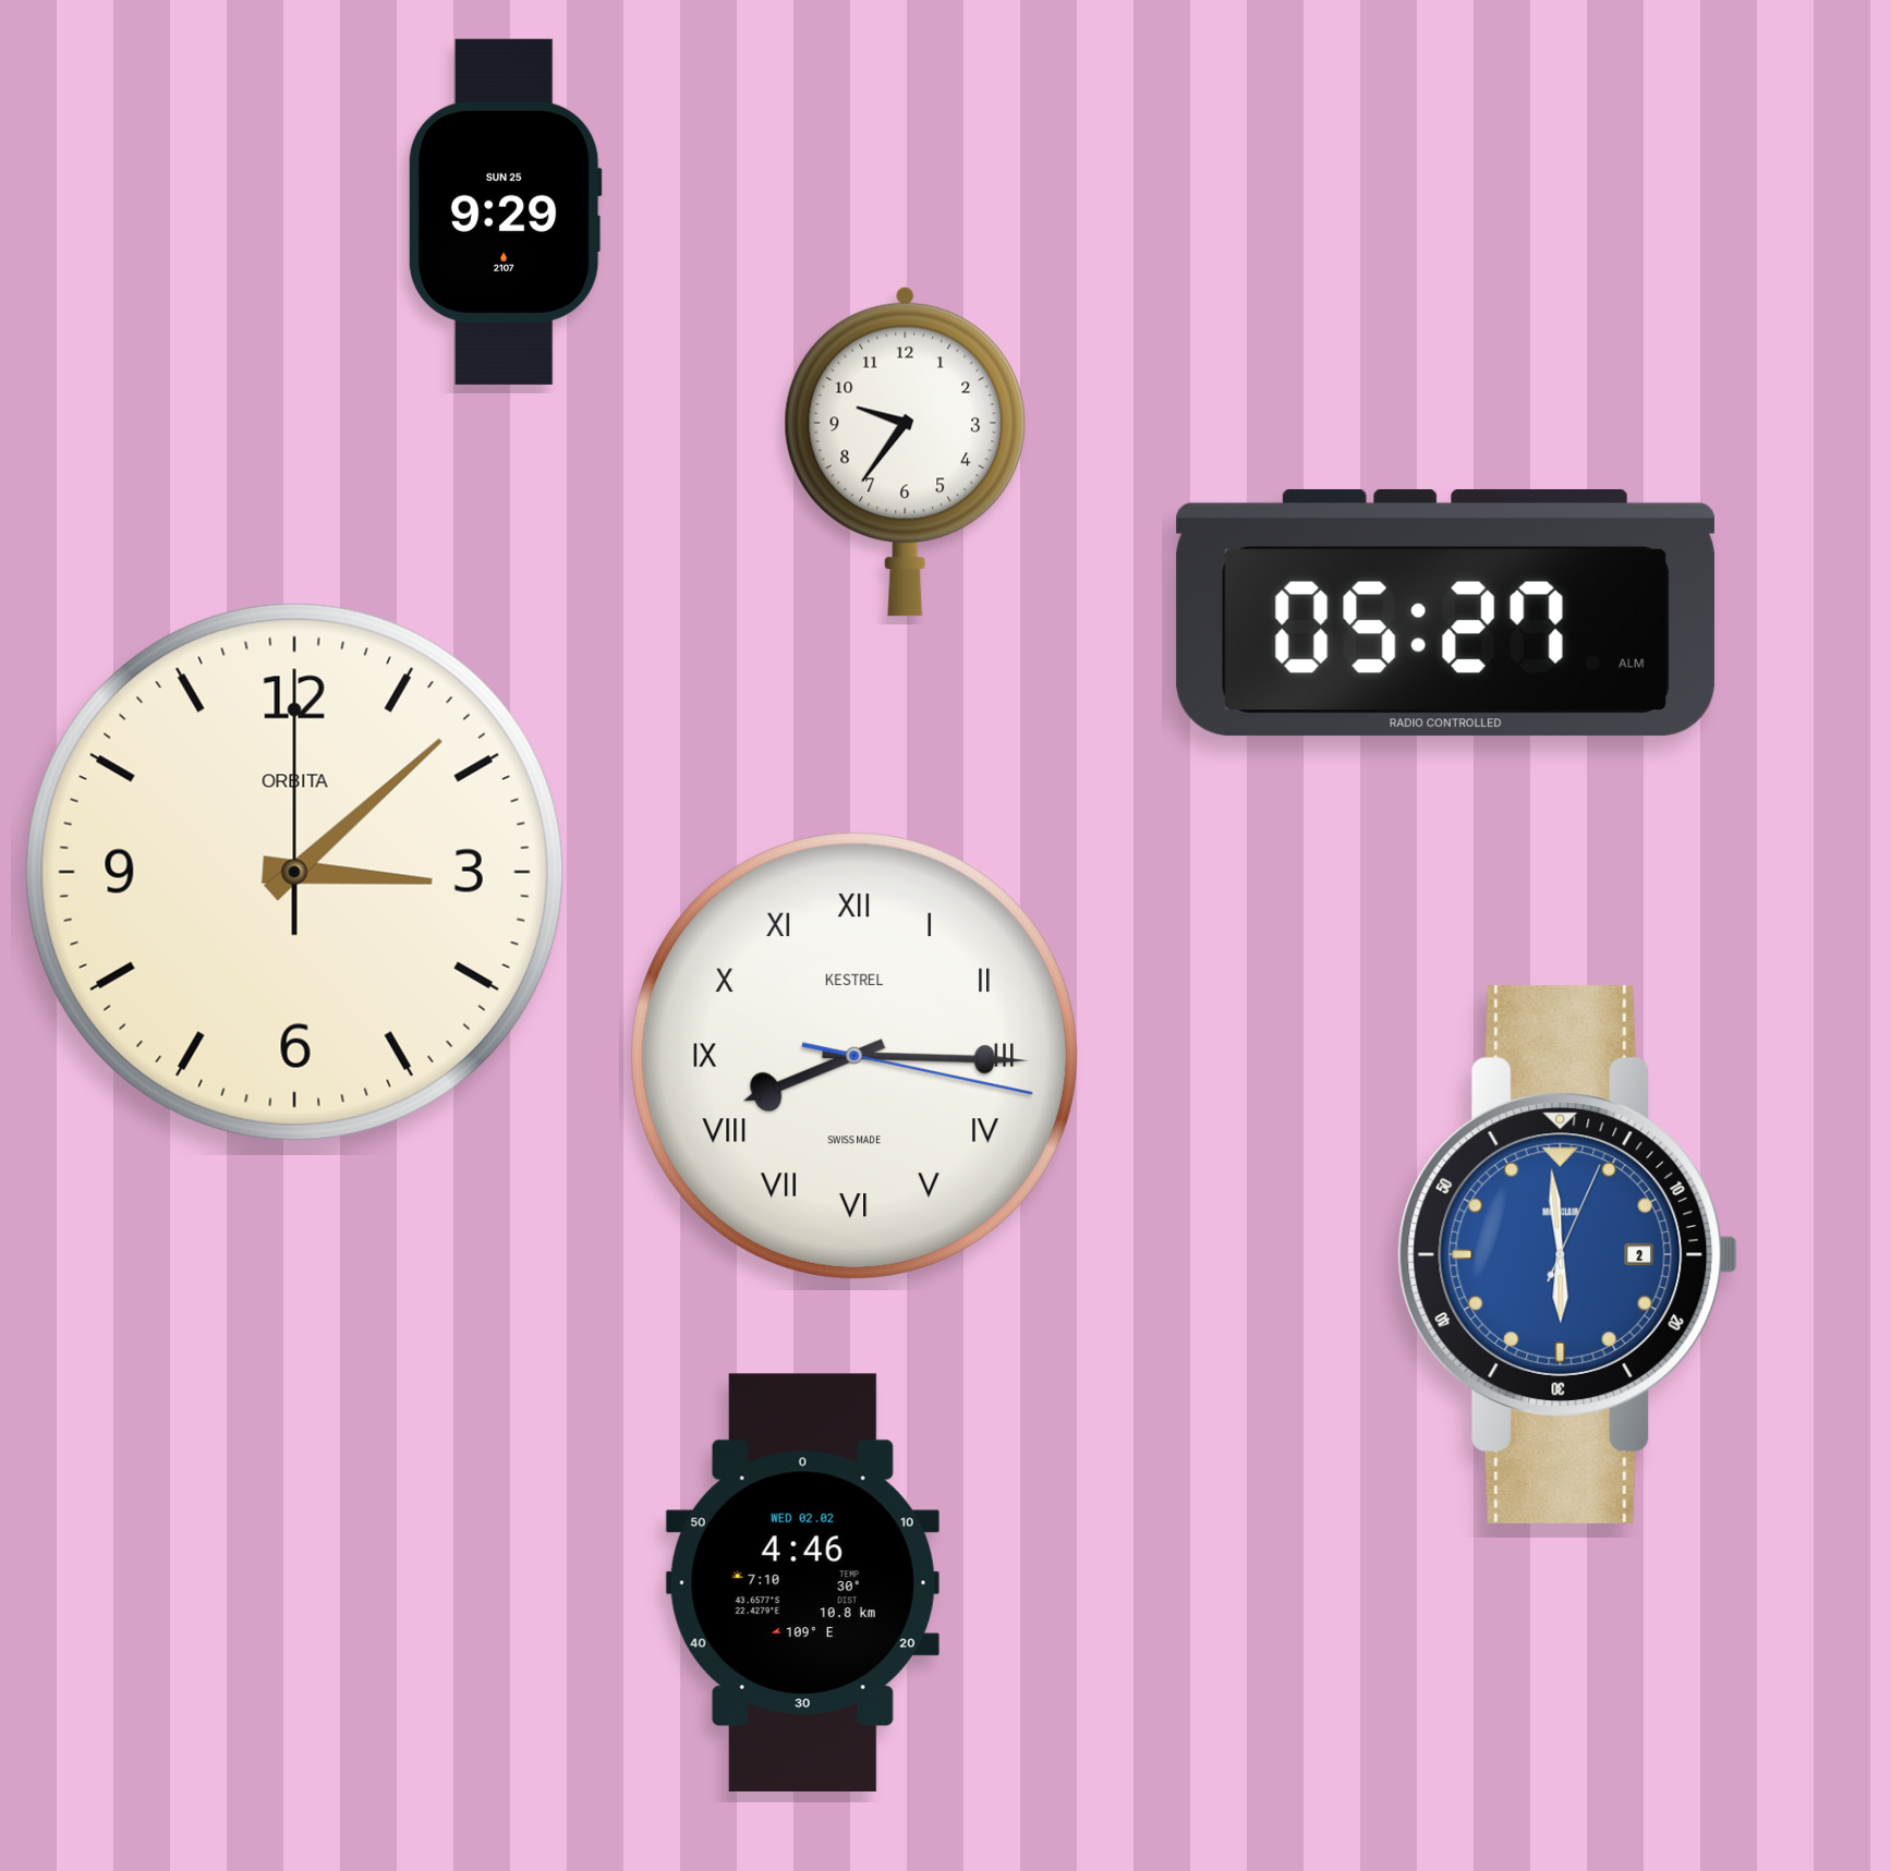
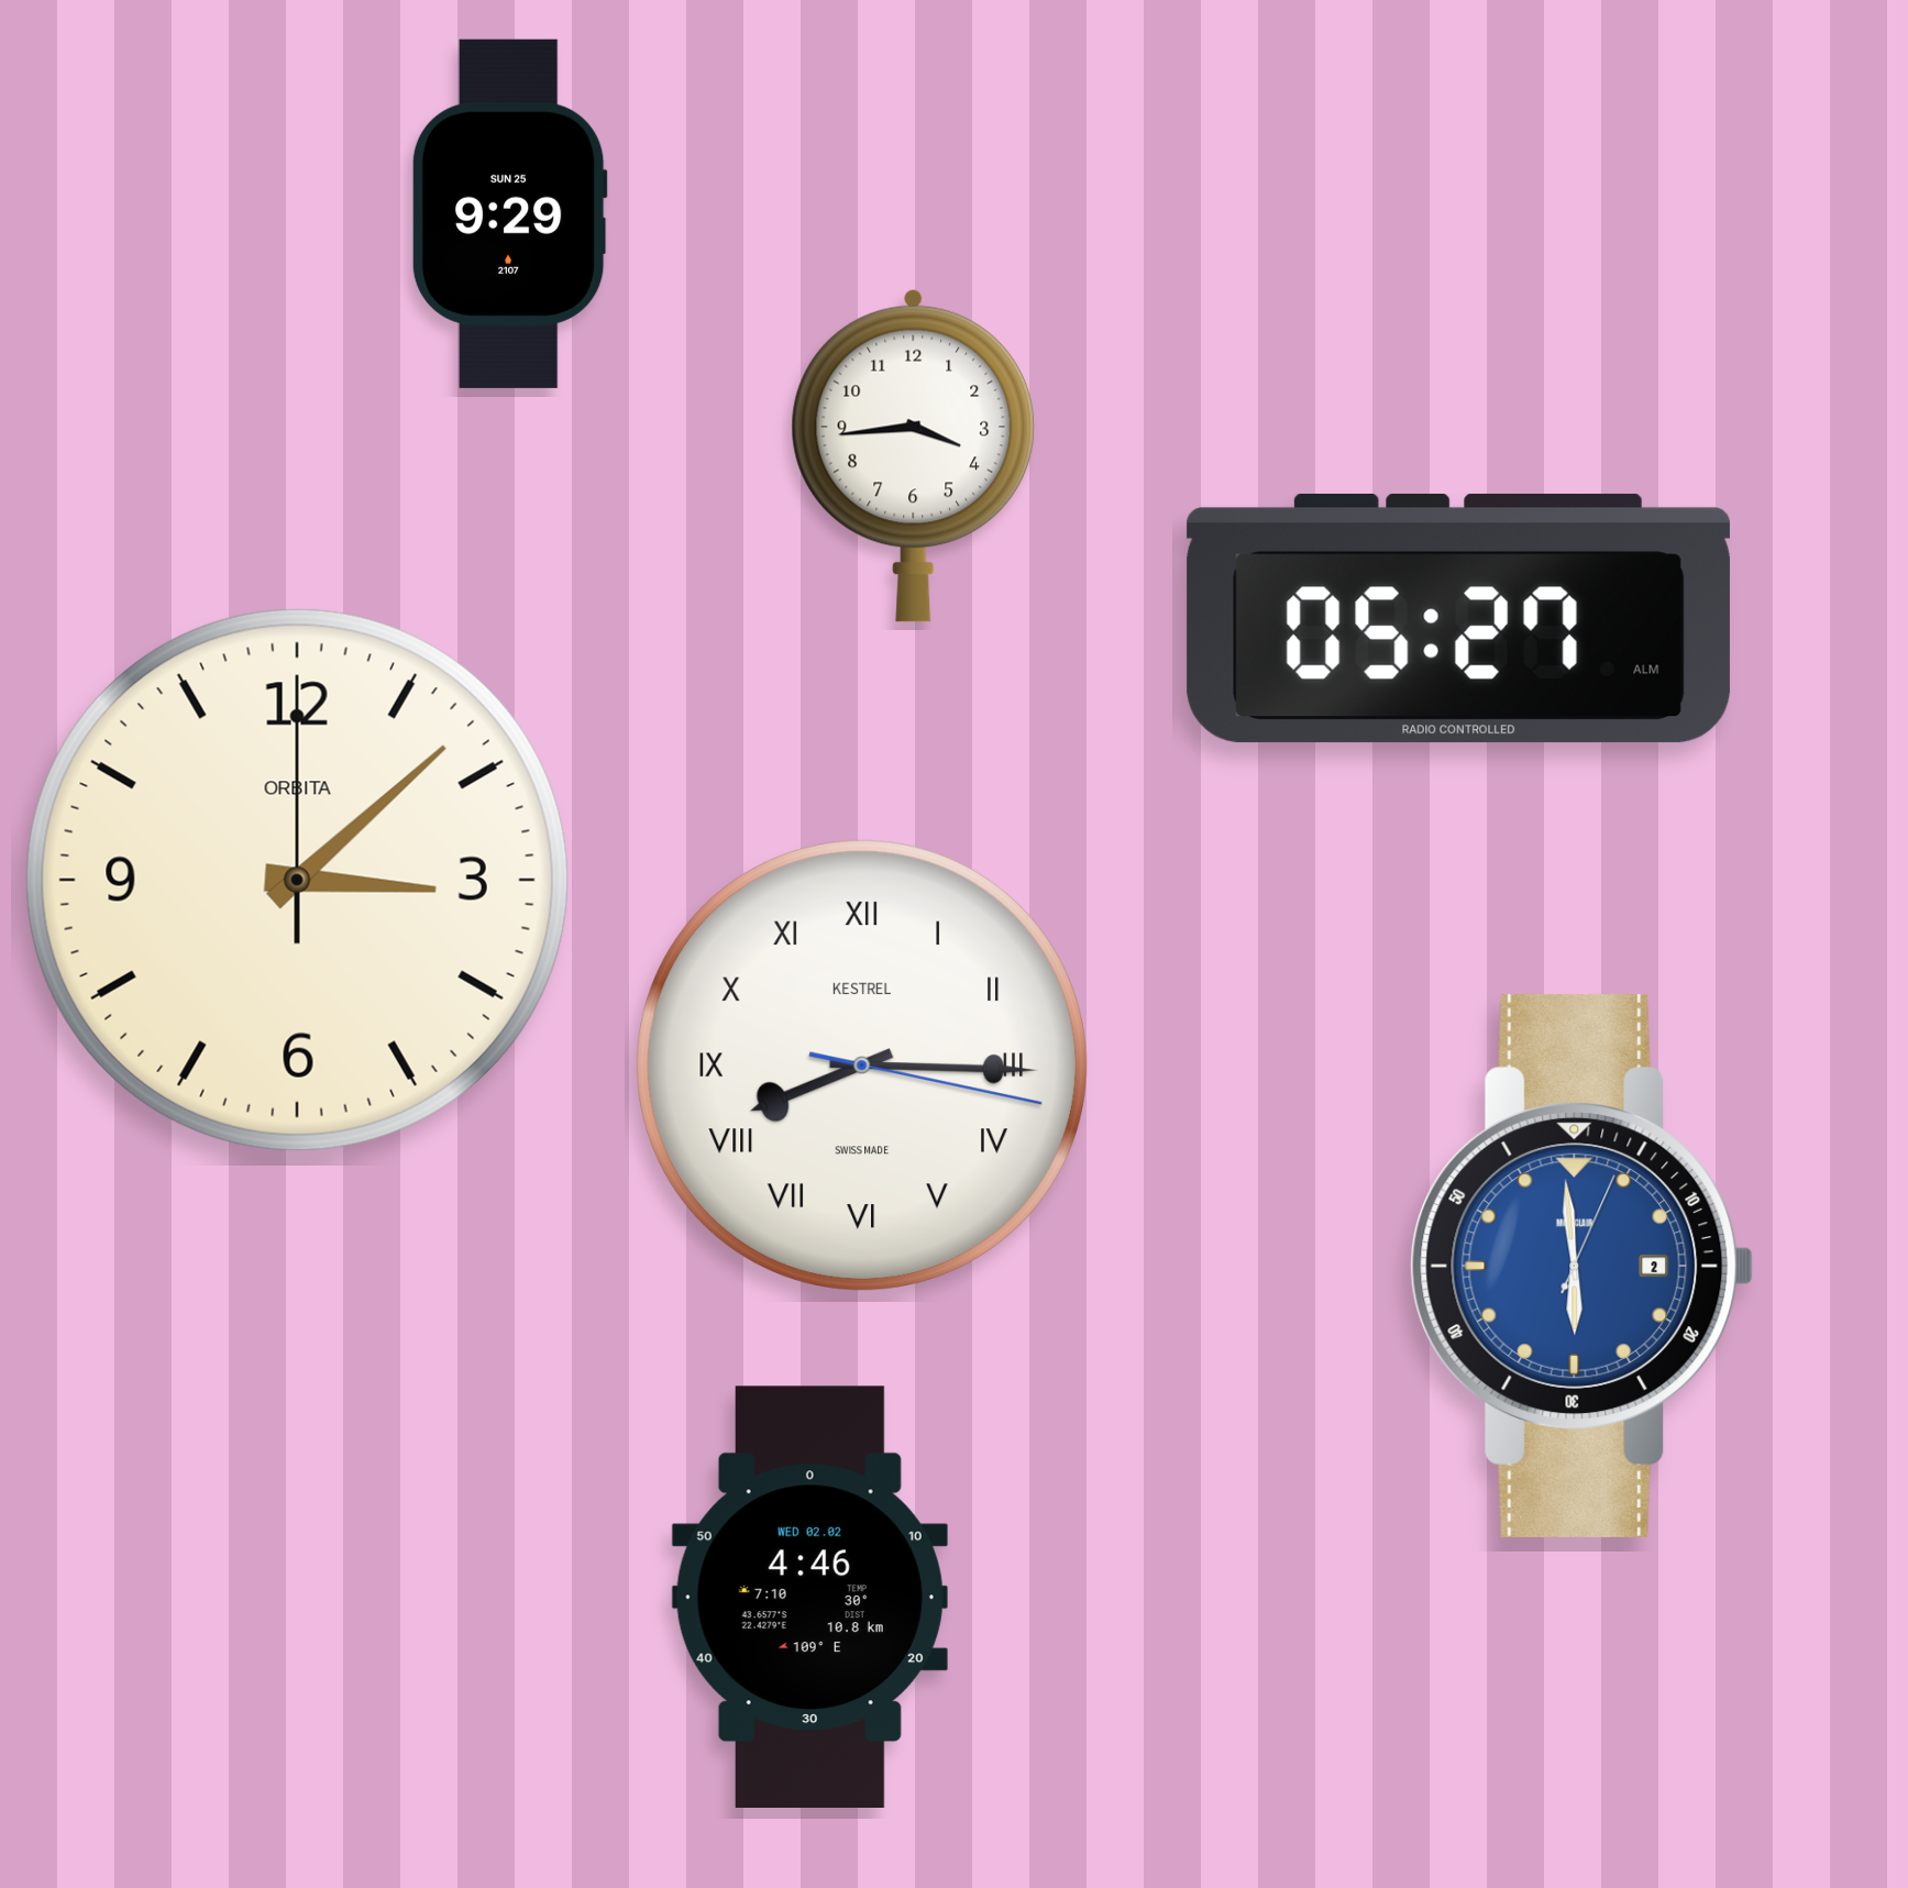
clock at (906, 451): 9:36 -> 3:44
